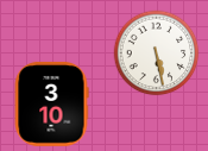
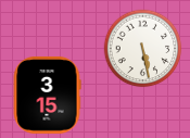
clock at (51, 103): 3:10 -> 3:15
